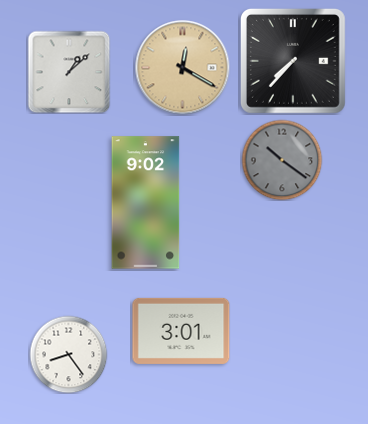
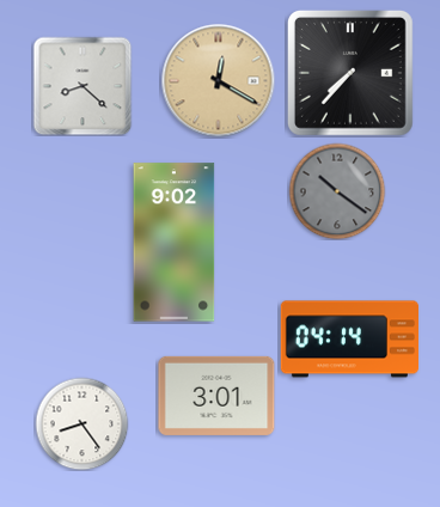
clock at (69, 72): 1:08 -> 8:22
clock at (349, 340): none -> 04:14
